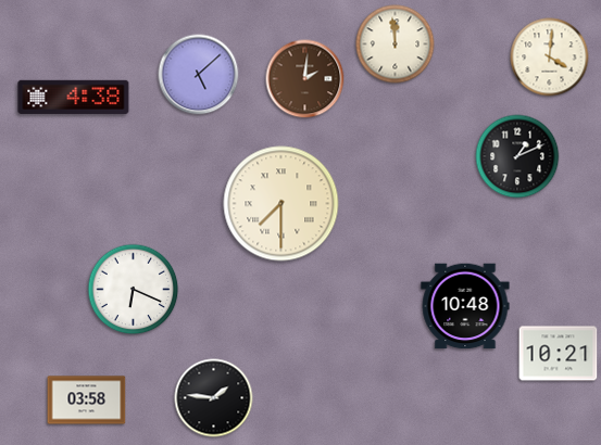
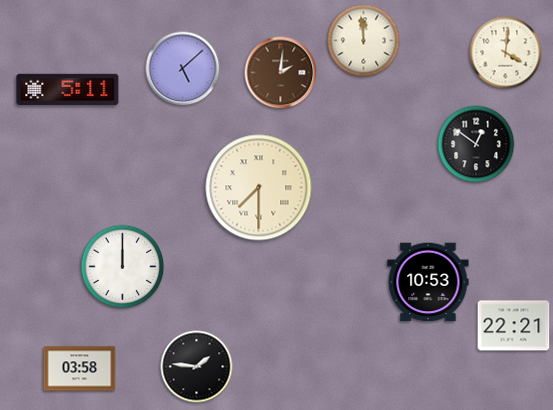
clock at (74, 97): 4:38 -> 5:11
clock at (517, 156): 1:11 -> 12:51
clock at (134, 290): 6:19 -> 12:00
clock at (465, 306): 10:48 -> 10:53
clock at (559, 354): 10:21 -> 22:21
